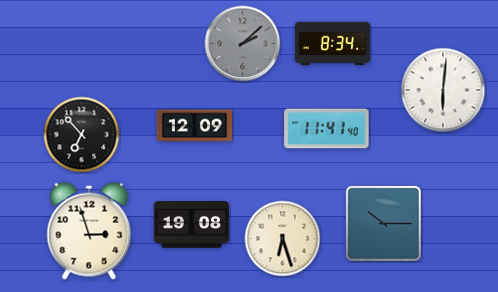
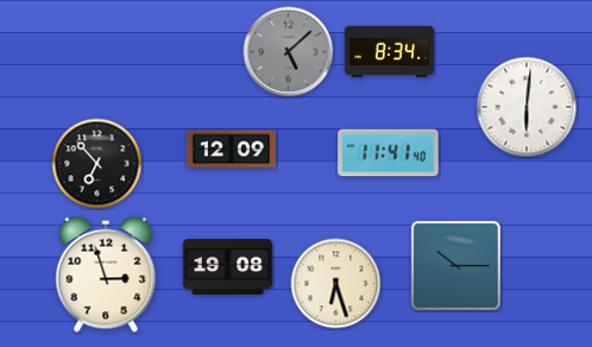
clock at (243, 44): 2:08 -> 5:08
clock at (332, 44) position: (332, 44) -> (389, 52)
clock at (82, 135) position: (82, 135) -> (97, 164)
